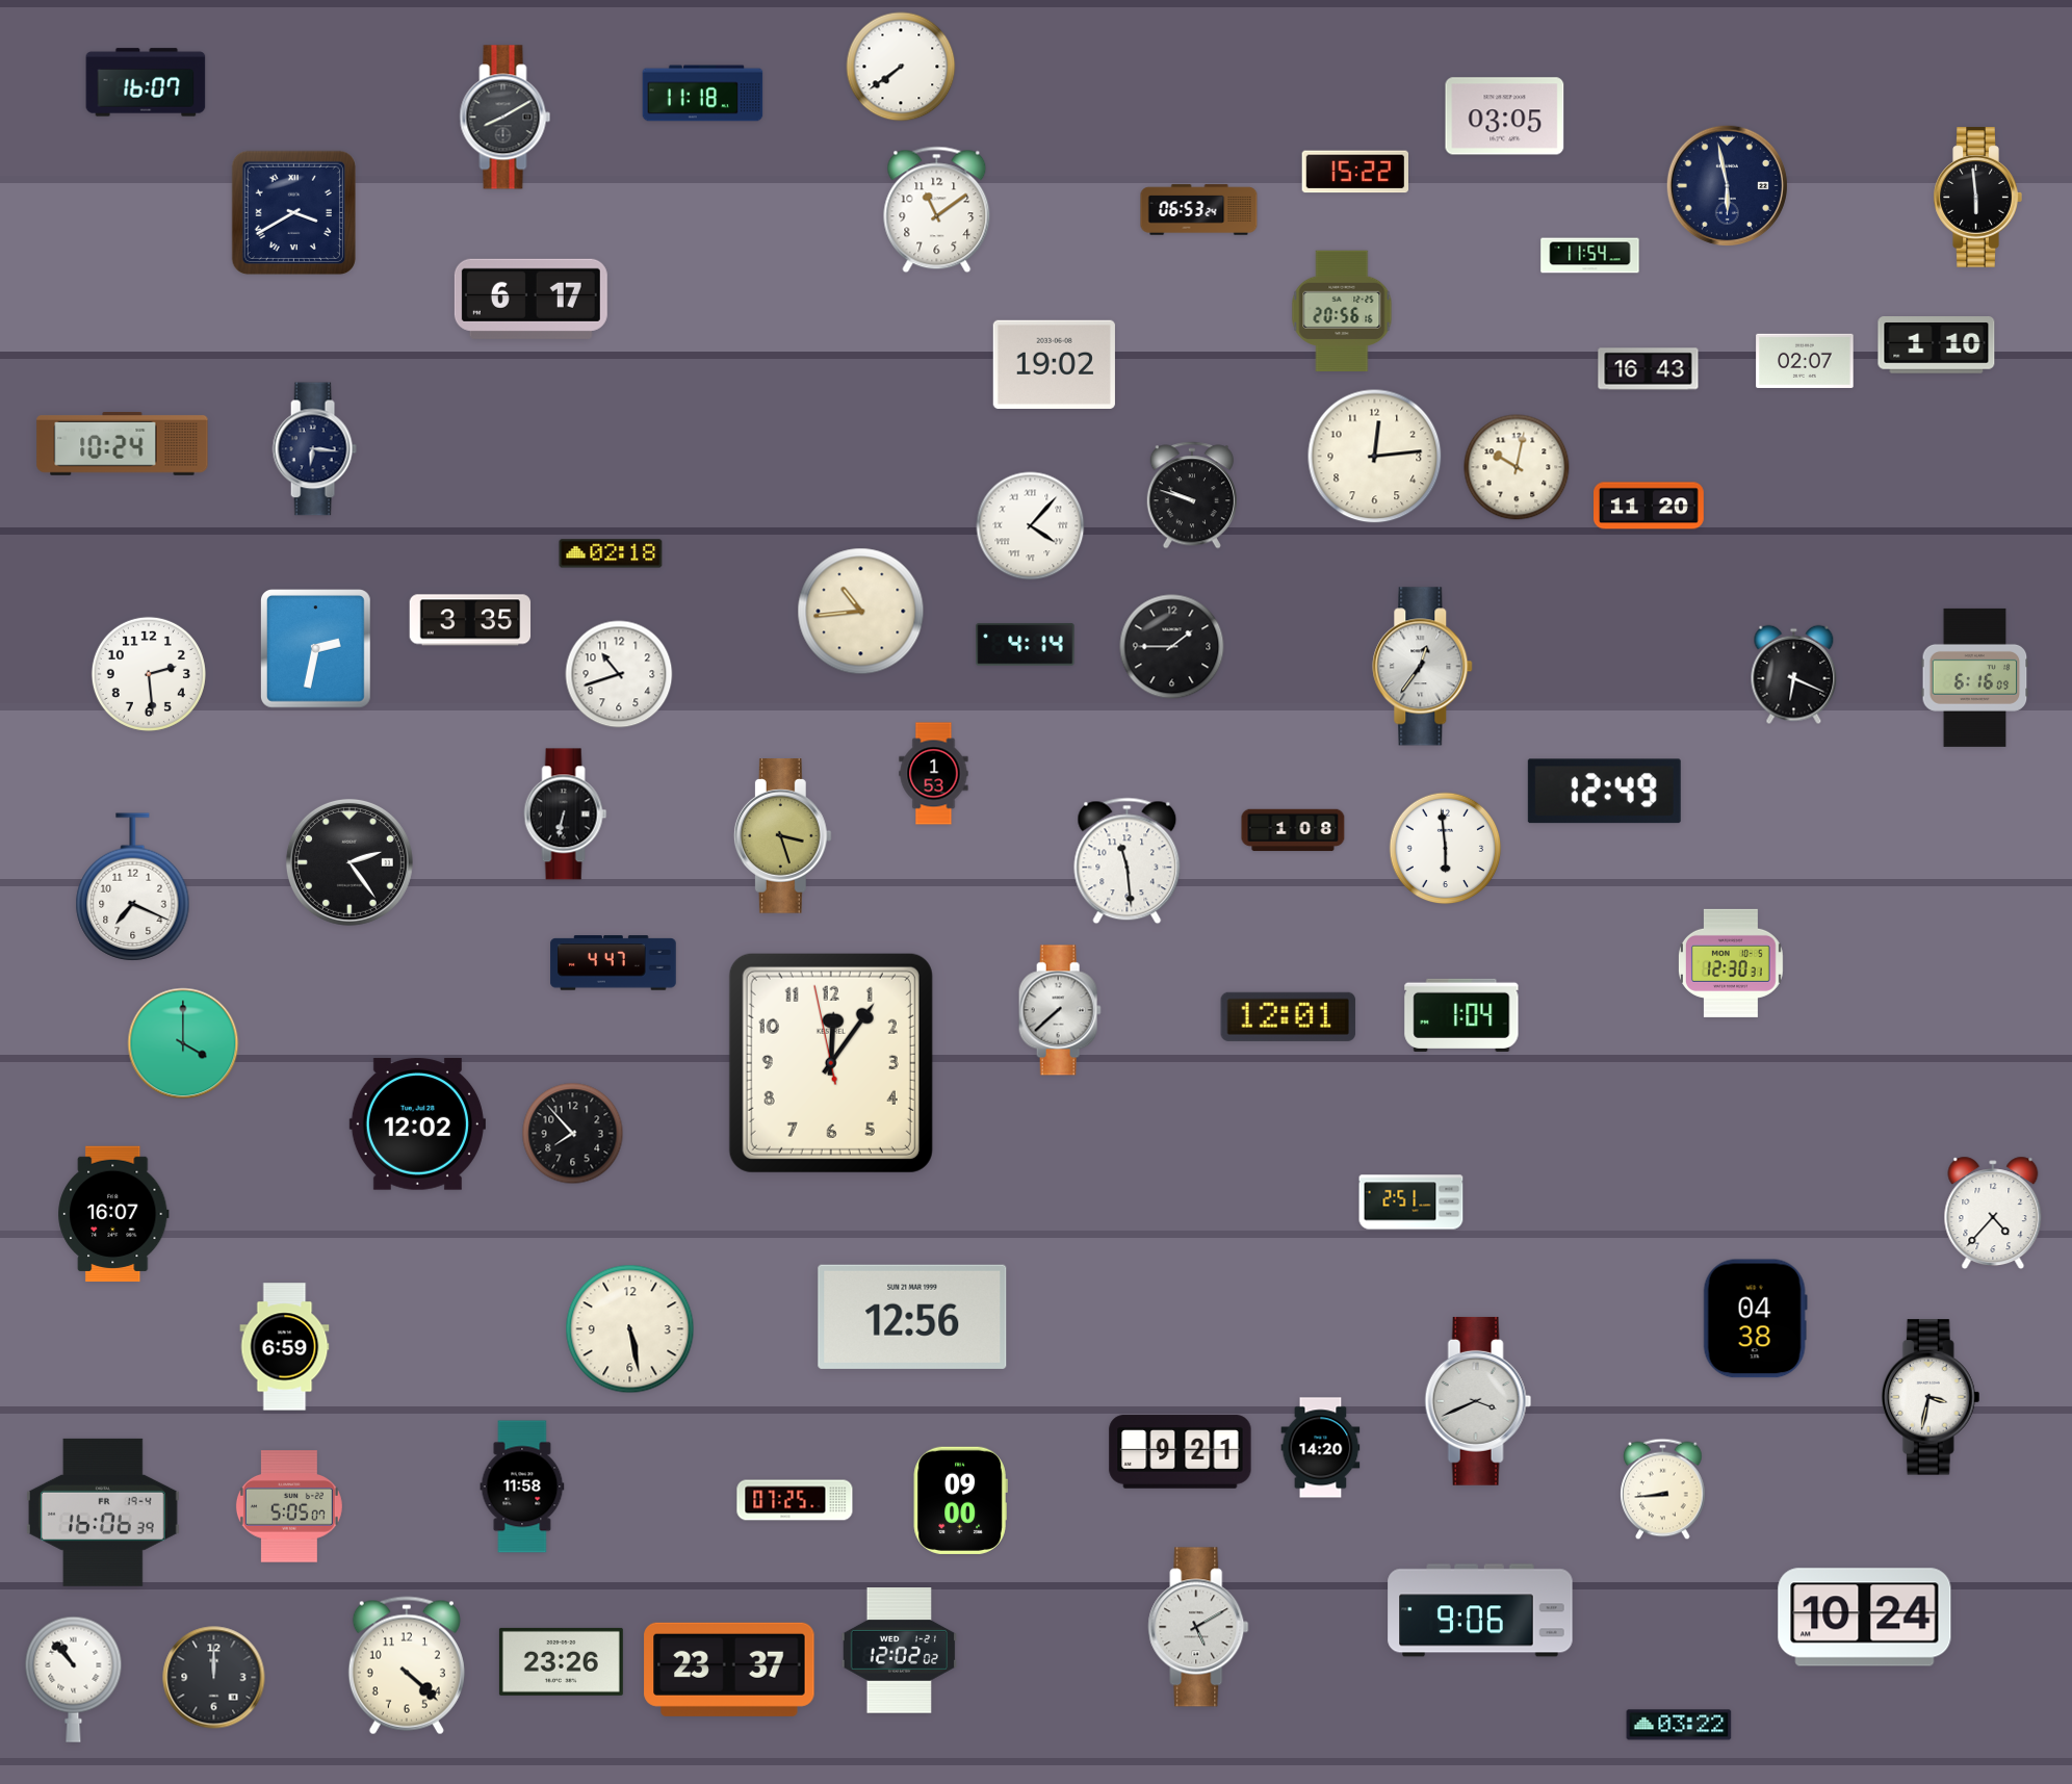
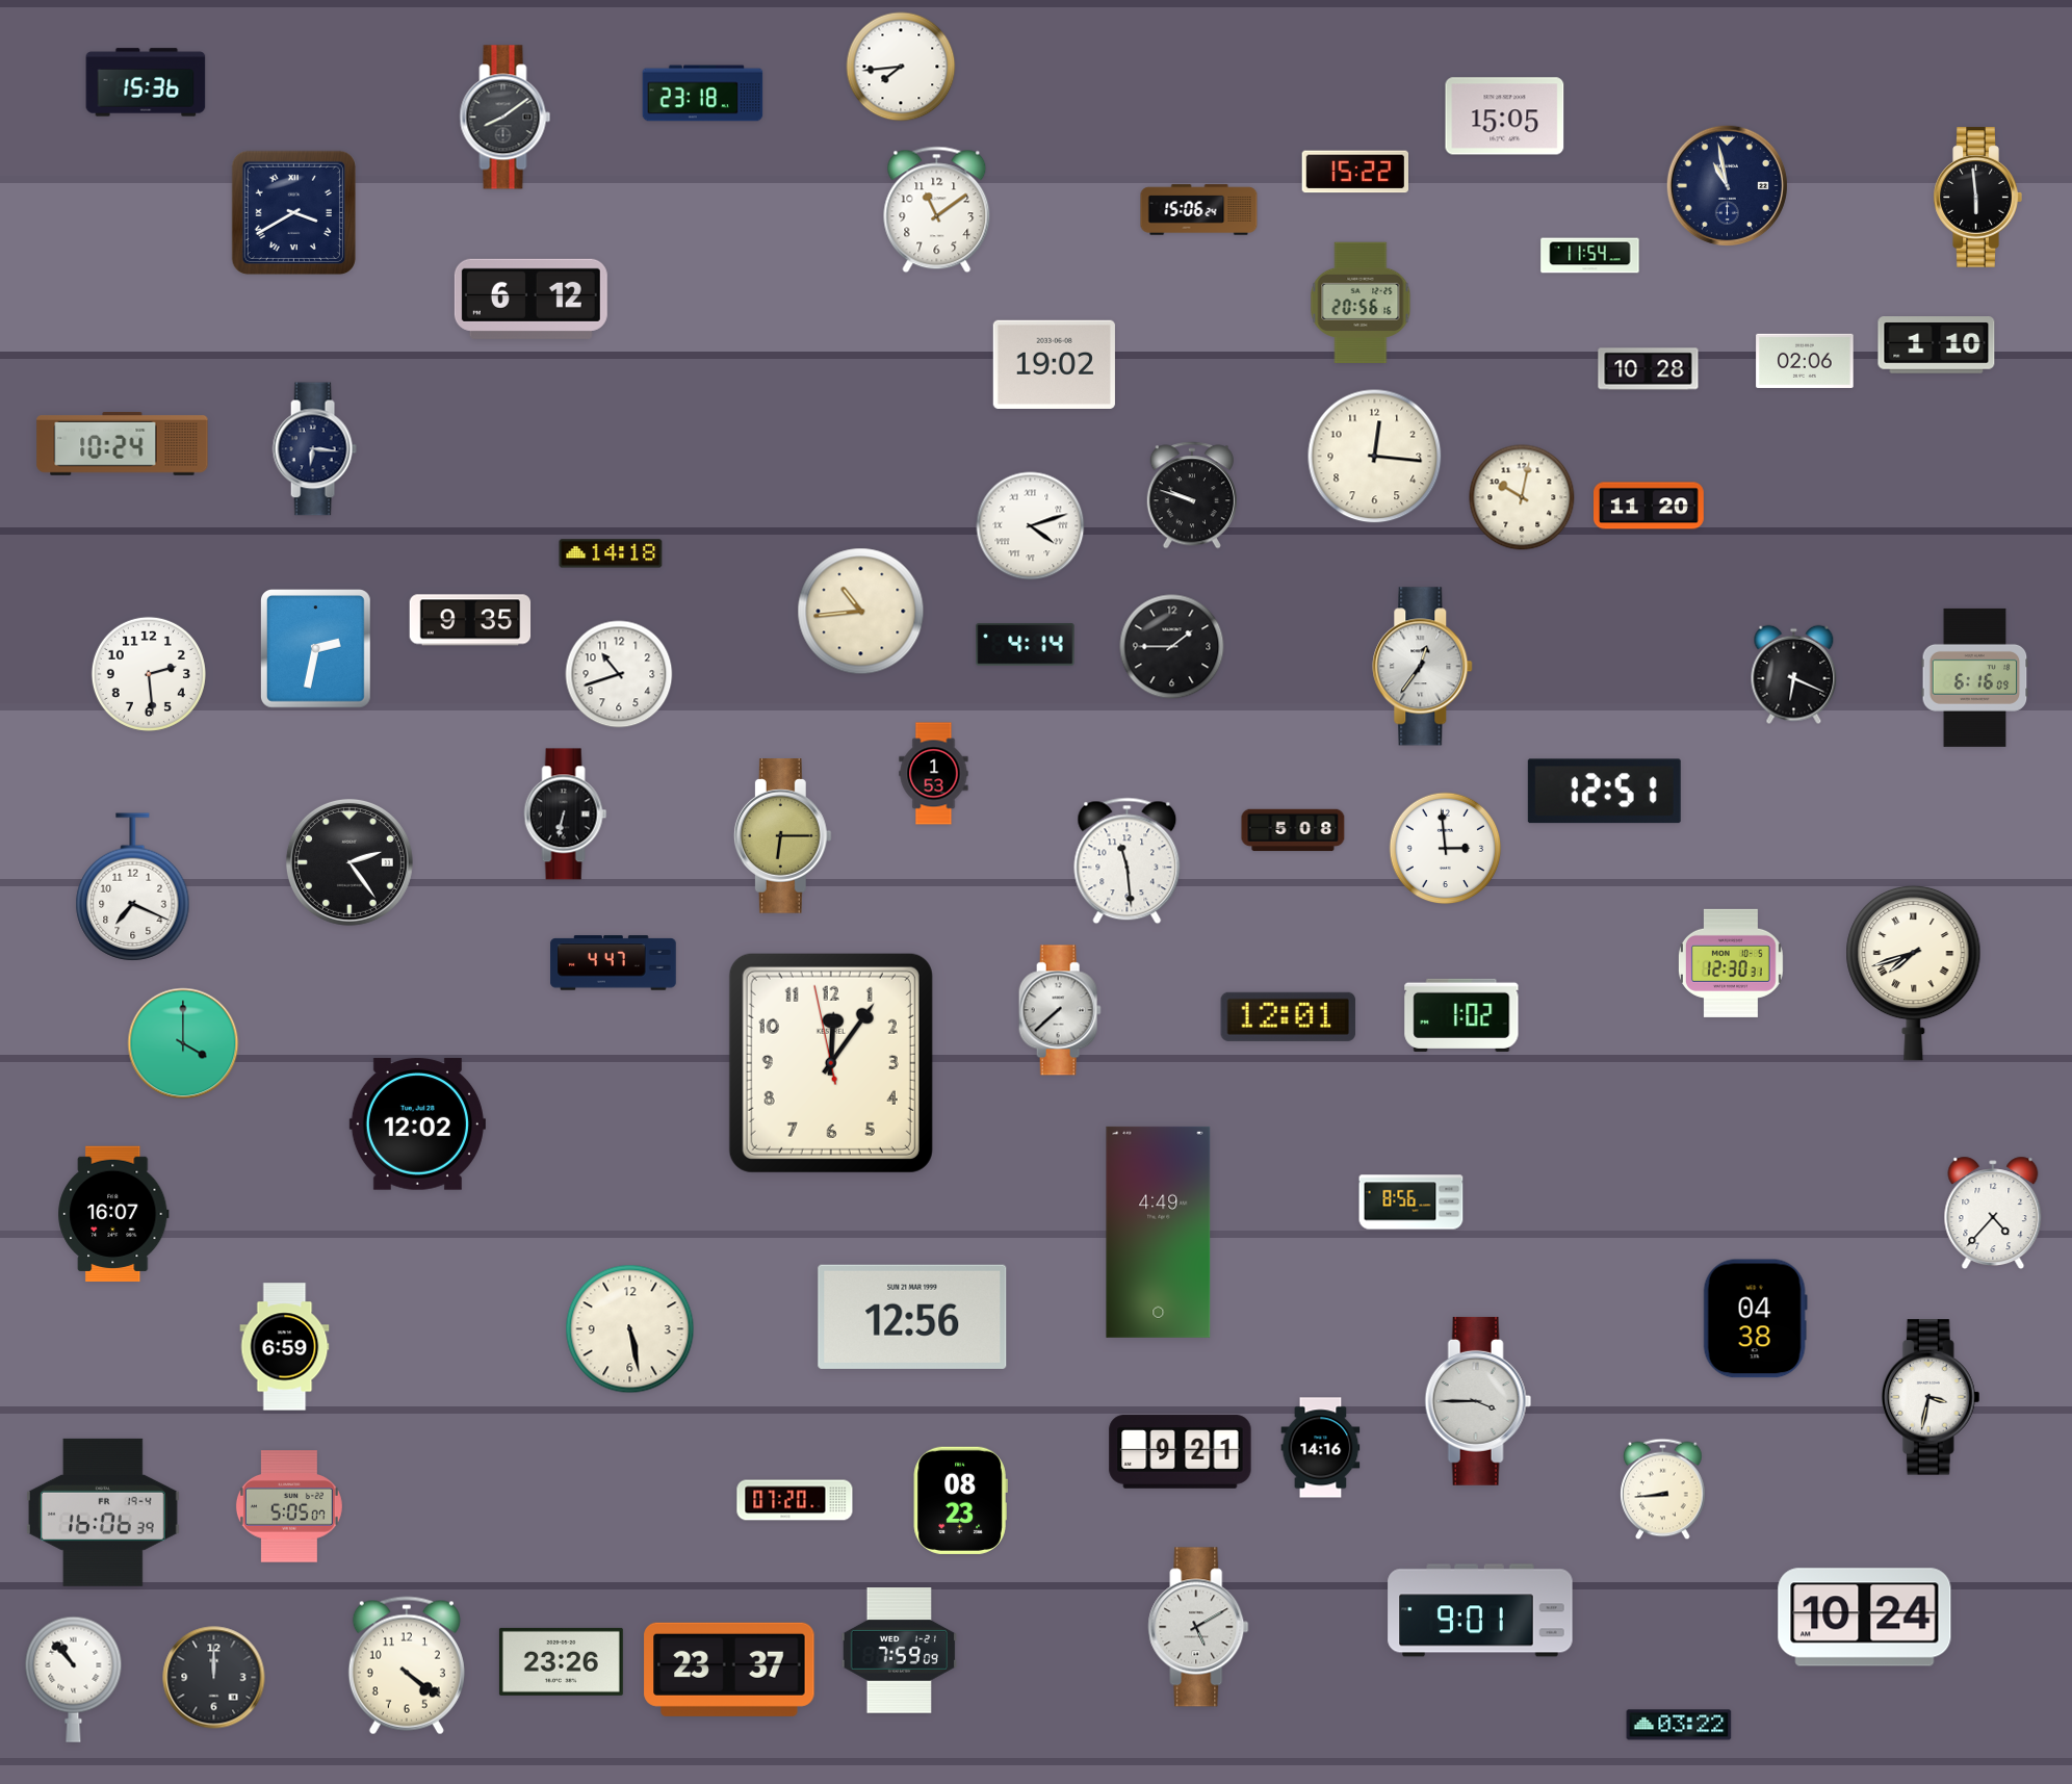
clock at (901, 67): 7:39 -> 7:44
clock at (146, 82): 16:07 -> 15:36
clock at (703, 94): 11:18 -> 23:18
clock at (1505, 117): 03:05 -> 15:05
clock at (506, 118): 8:10 -> 8:09
clock at (1727, 185): 5:58 -> 10:58
clock at (1199, 210): 06:53 -> 15:06
clock at (530, 299): 6:17 -> 6:12
clock at (1342, 311) position: (1342, 311) -> (1361, 303)
clock at (1805, 361): 02:07 -> 02:06
clock at (1649, 369): 16:43 -> 10:28
clock at (1375, 457): 12:14 -> 12:16
clock at (1517, 467) position: (1517, 467) -> (1522, 497)
clock at (1031, 526): 4:07 -> 4:12
clock at (611, 553): 02:18 -> 14:18
clock at (470, 620): 3:35 -> 9:35
clock at (1604, 792): 12:49 -> 12:51
clock at (1293, 830): 1:08 -> 5:08
clock at (782, 836): 3:27 -> 6:15
clock at (1446, 849): 5:59 -> 2:59
clock at (1914, 973): none -> 7:42
clock at (1461, 1015): 1:04 -> 1:02
clock at (573, 1134): 7:53 -> none
clock at (1411, 1203): 2:51 -> 8:56
clock at (1159, 1232): none -> 4:49
clock at (1478, 1401): 3:41 -> 3:45
clock at (1321, 1448): 14:20 -> 14:16
clock at (522, 1486): 11:58 -> none
clock at (795, 1500): 07:25 -> 07:20
clock at (960, 1500): 09:00 -> 08:23
clock at (1480, 1610): 9:06 -> 9:01
clock at (900, 1651): 12:02 -> 7:59
clock at (407, 1665): 4:22 -> 4:21
